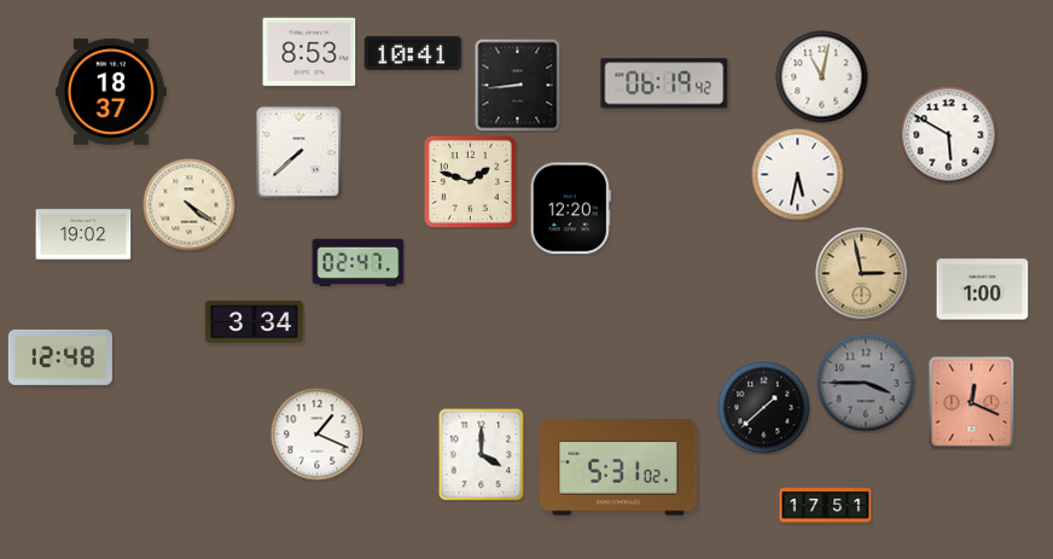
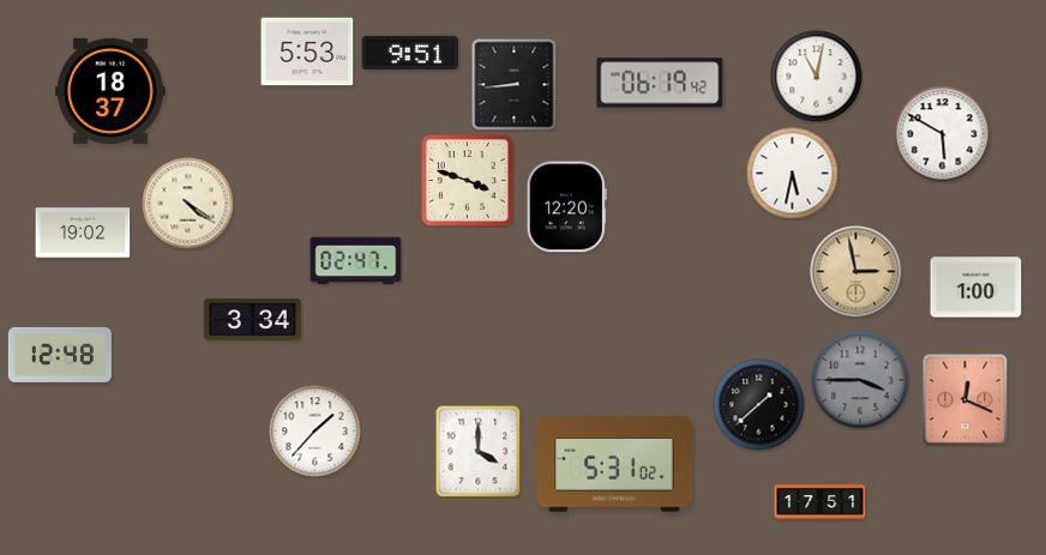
clock at (309, 52): 8:53 -> 5:53
clock at (413, 53): 10:41 -> 9:51
clock at (299, 153): 7:38 -> none
clock at (470, 181): 1:48 -> 3:48
clock at (318, 435): 1:19 -> 1:37
